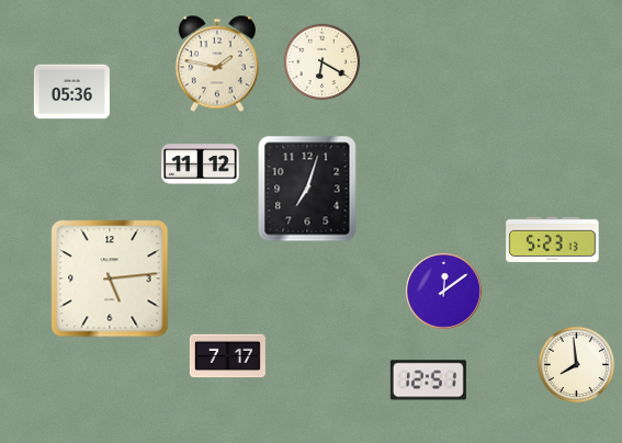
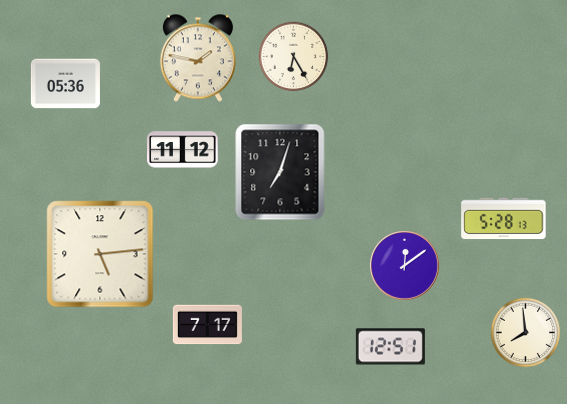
clock at (323, 63): 6:20 -> 6:25
clock at (553, 240): 5:23 -> 5:28
